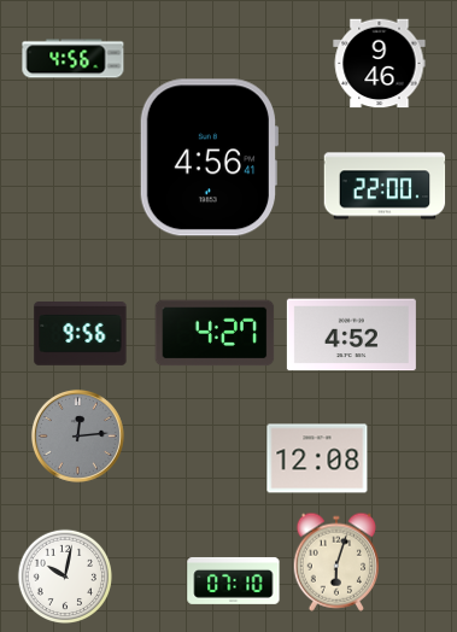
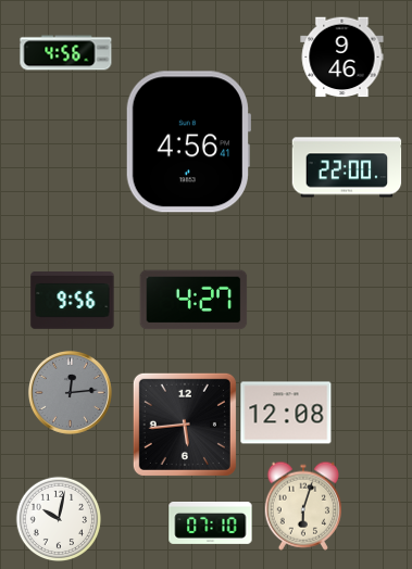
clock at (351, 335): 4:52 -> none
clock at (185, 425): none -> 5:44
